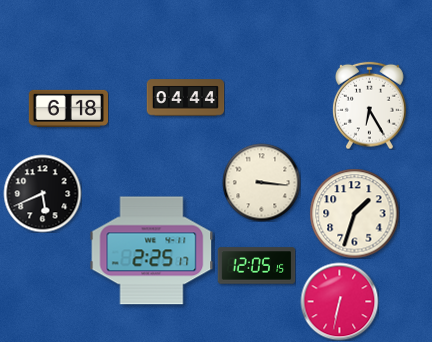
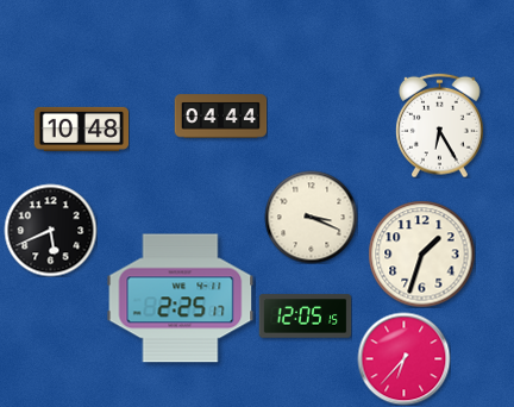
clock at (68, 108): 6:18 -> 10:48
clock at (261, 182): 3:16 -> 3:19
clock at (339, 301): 6:32 -> 6:37
